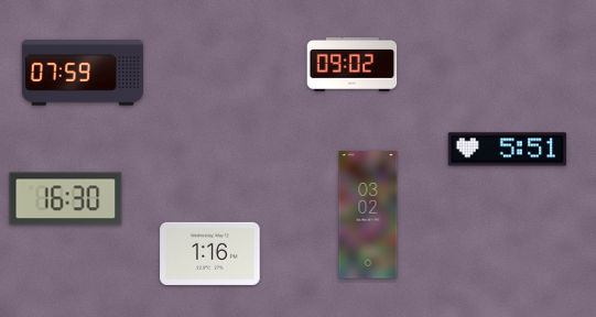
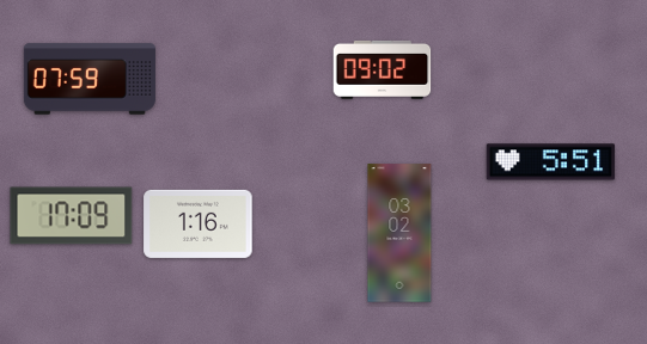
clock at (66, 199): 16:30 -> 17:09
clock at (210, 253) position: (210, 253) -> (199, 223)
